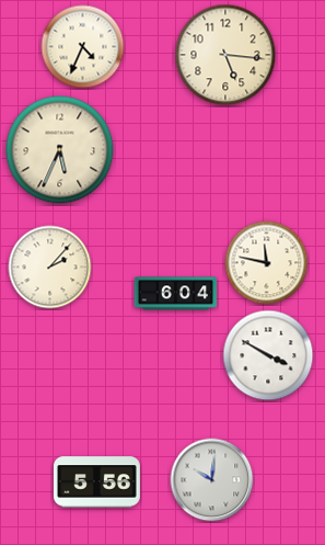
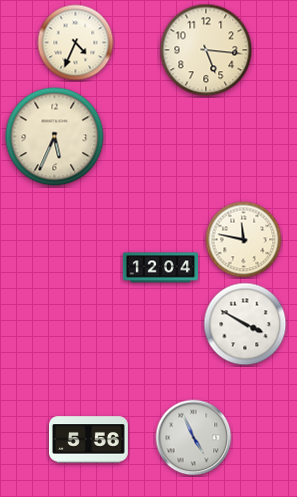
clock at (50, 268): 2:07 -> none
clock at (175, 294): 6:04 -> 12:04
clock at (212, 480): 10:01 -> 4:56
